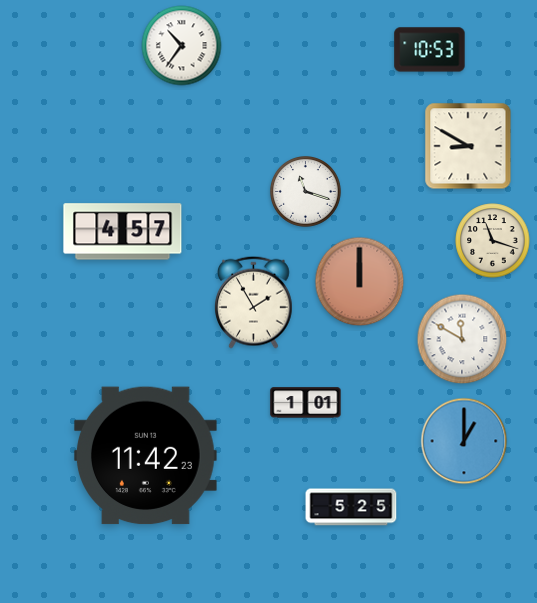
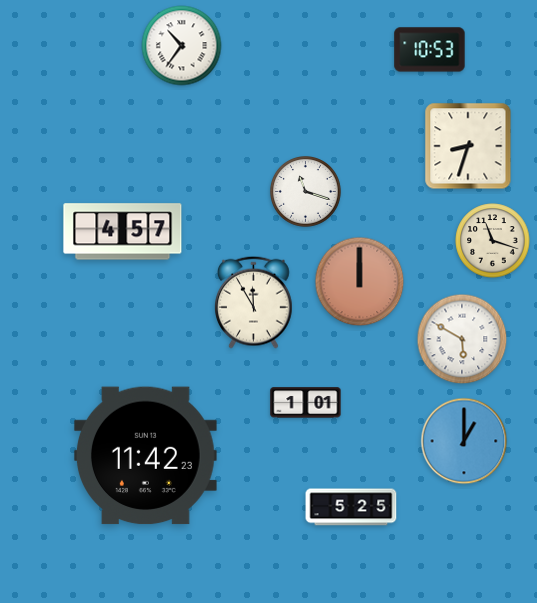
clock at (468, 146): 8:50 -> 8:33
clock at (254, 302): 1:55 -> 11:55
clock at (462, 339): 11:50 -> 5:50
